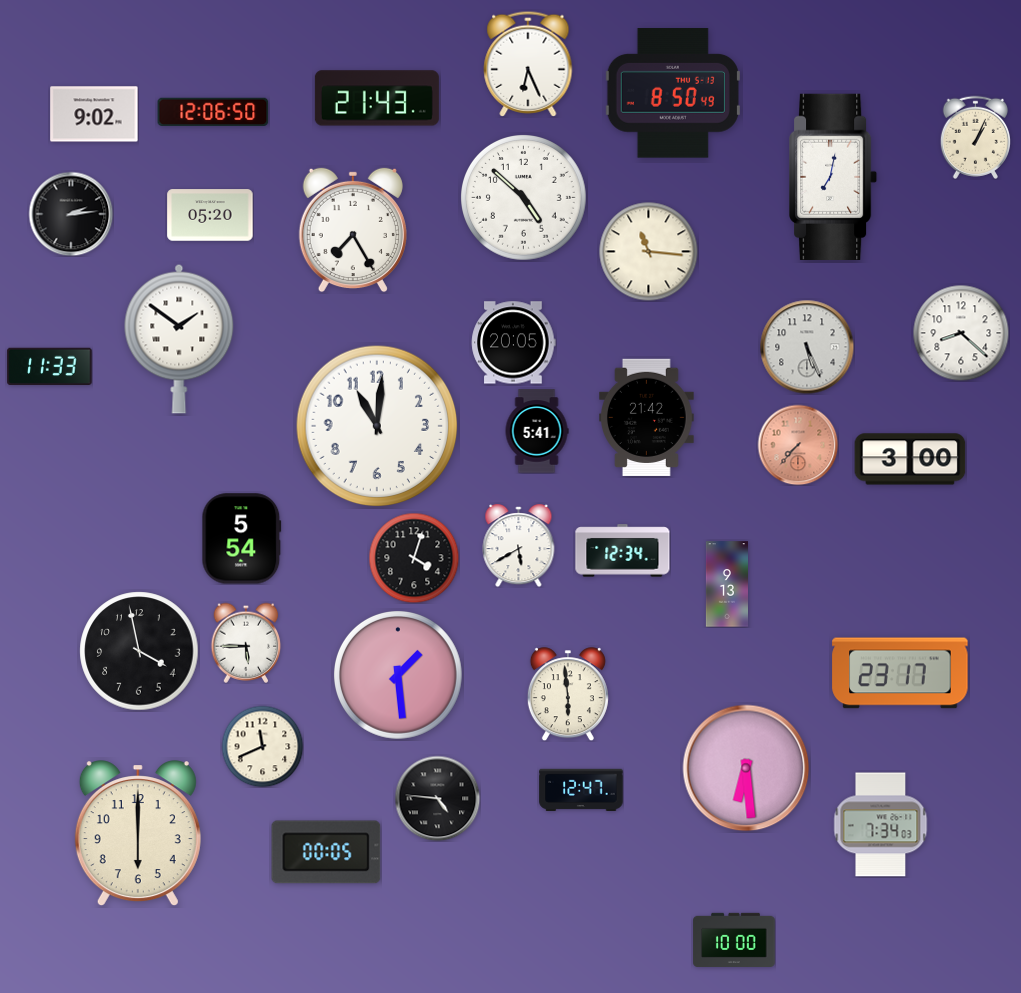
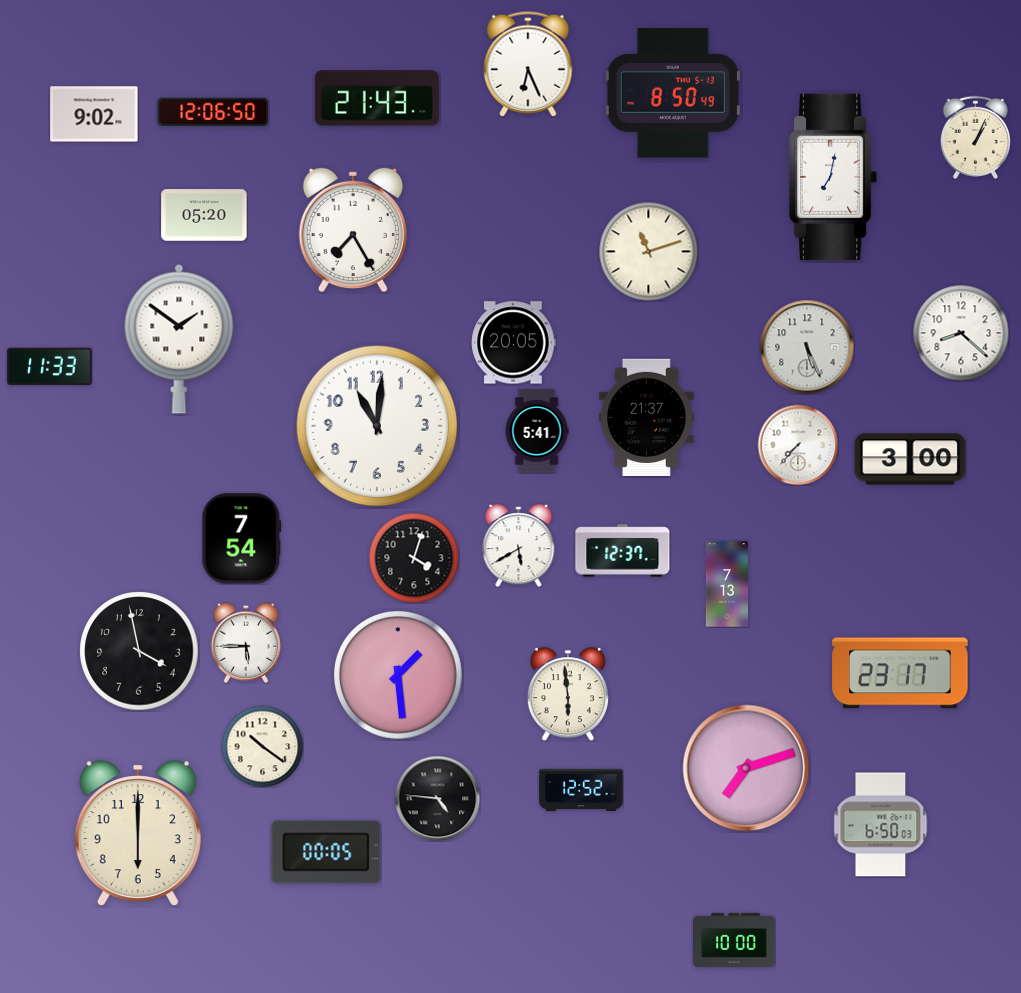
clock at (524, 198): 4:52 -> none
clock at (71, 214): 2:14 -> none
clock at (210, 215) position: (210, 215) -> (204, 215)
clock at (649, 252): 11:16 -> 11:12
clock at (647, 417): 21:42 -> 21:37
clock at (798, 445) dial: salmon -> white
clock at (242, 539): 5:54 -> 7:54
clock at (623, 551): 12:34 -> 12:37
clock at (726, 584): 9:13 -> 7:13
clock at (262, 746): 11:41 -> 10:21
clock at (746, 768): 6:29 -> 7:12
clock at (581, 789): 12:47 -> 12:52
clock at (881, 825): 7:34 -> 6:50
